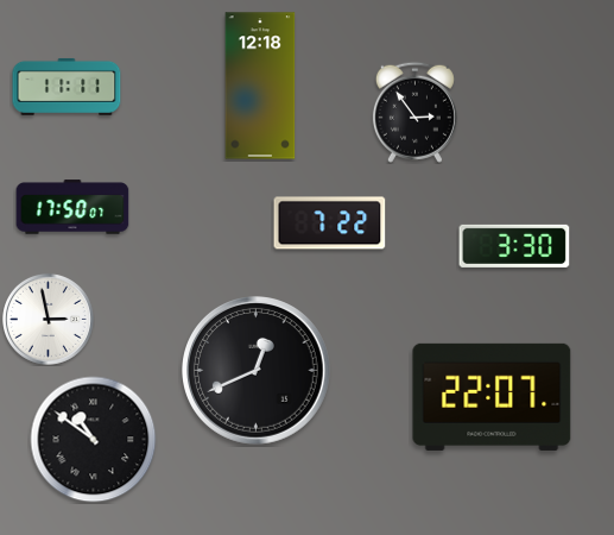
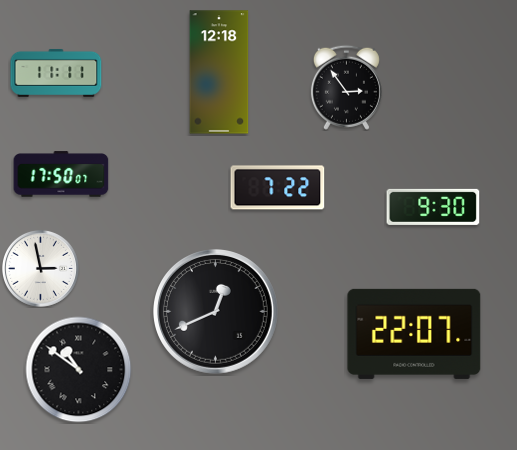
clock at (414, 112) position: (414, 112) -> (346, 87)
clock at (514, 246): 3:30 -> 9:30
